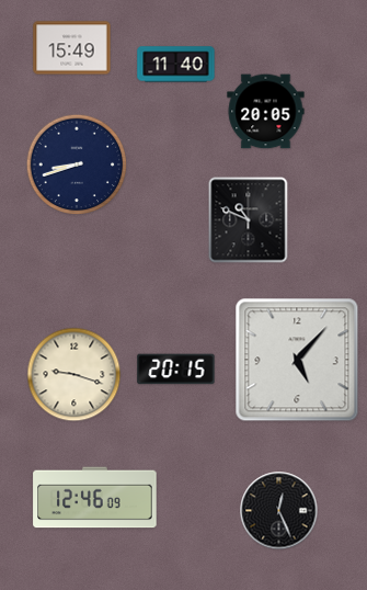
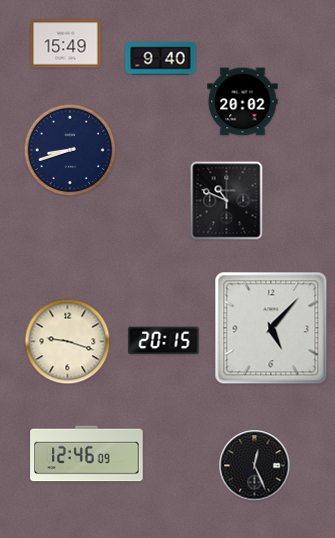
clock at (176, 65): 11:40 -> 9:40
clock at (266, 112): 20:05 -> 20:02
clock at (176, 370) position: (176, 370) -> (164, 341)
